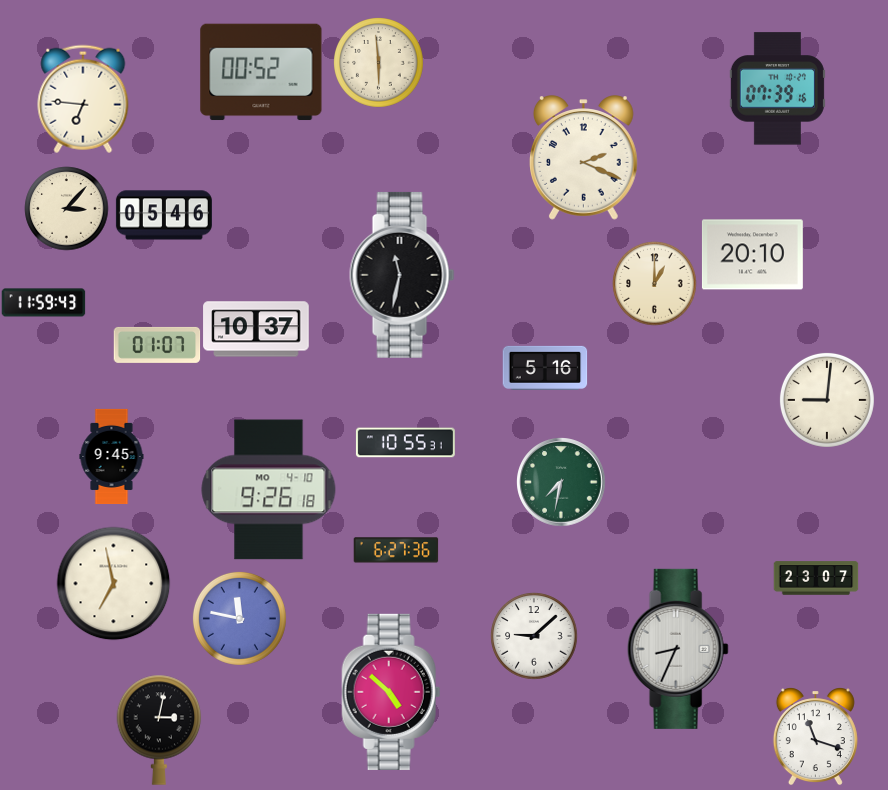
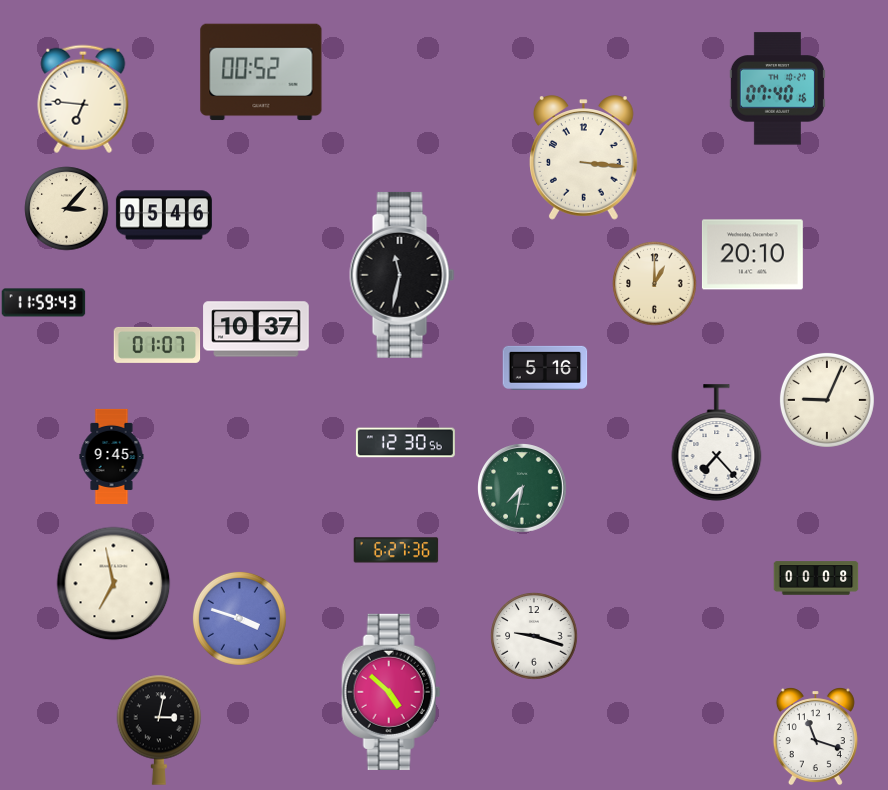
clock at (379, 63): 5:59 -> none
clock at (777, 89): 07:39 -> 07:40
clock at (584, 158): 2:19 -> 3:16
clock at (827, 400): 9:01 -> 9:04
clock at (405, 443): 10:55 -> 12:30
clock at (717, 443): none -> 7:23
clock at (561, 482) position: (561, 482) -> (522, 488)
clock at (269, 490): 9:26 -> none
clock at (816, 578): 23:07 -> 00:08
clock at (239, 618): 11:47 -> 3:48
clock at (534, 636): 9:08 -> 9:18
clock at (678, 649): 8:34 -> none
